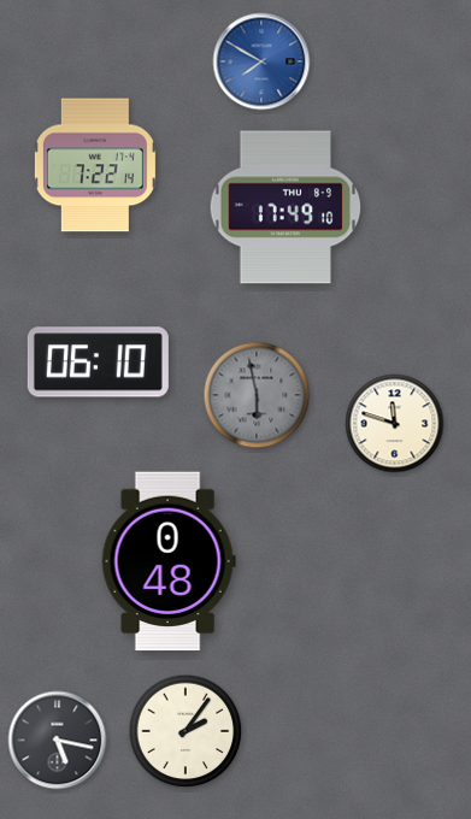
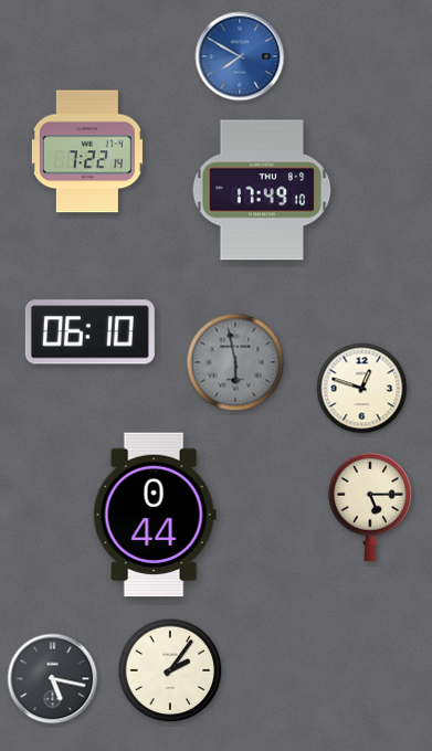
clock at (395, 424): 11:48 -> 12:48
clock at (370, 507): none -> 5:15
clock at (169, 561): 0:48 -> 0:44
